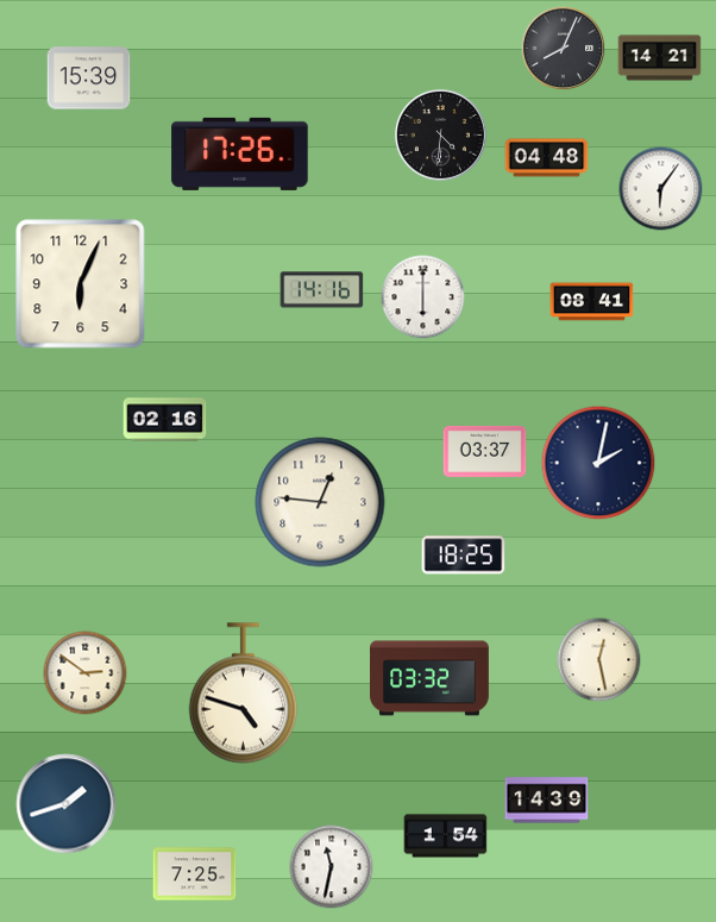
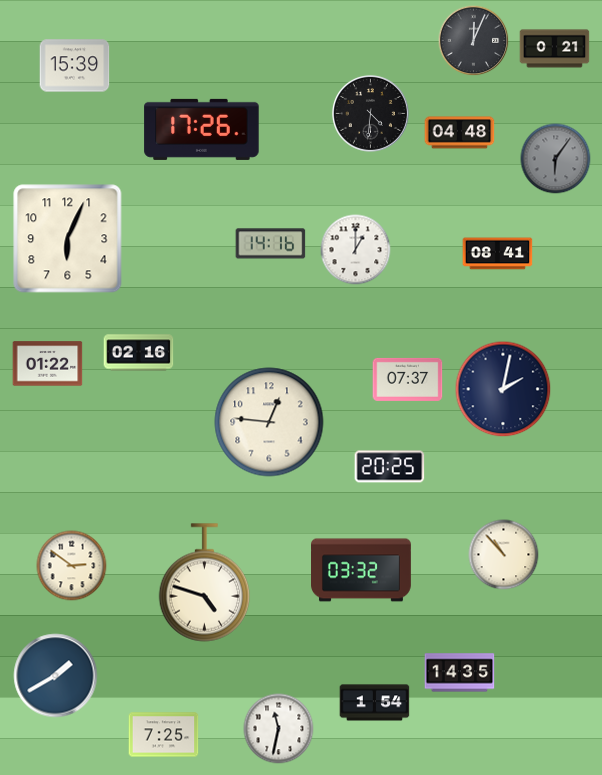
clock at (564, 49): 8:04 -> 12:04
clock at (660, 58): 14:21 -> 0:21
clock at (661, 189) dial: white -> grey
clock at (423, 297): 6:00 -> 1:00
clock at (48, 364): none -> 01:22
clock at (485, 451): 03:37 -> 07:37
clock at (464, 556): 18:25 -> 20:25
clock at (599, 660): 12:28 -> 10:53
clock at (547, 801): 14:39 -> 14:35
clock at (67, 804): 1:42 -> 1:40
